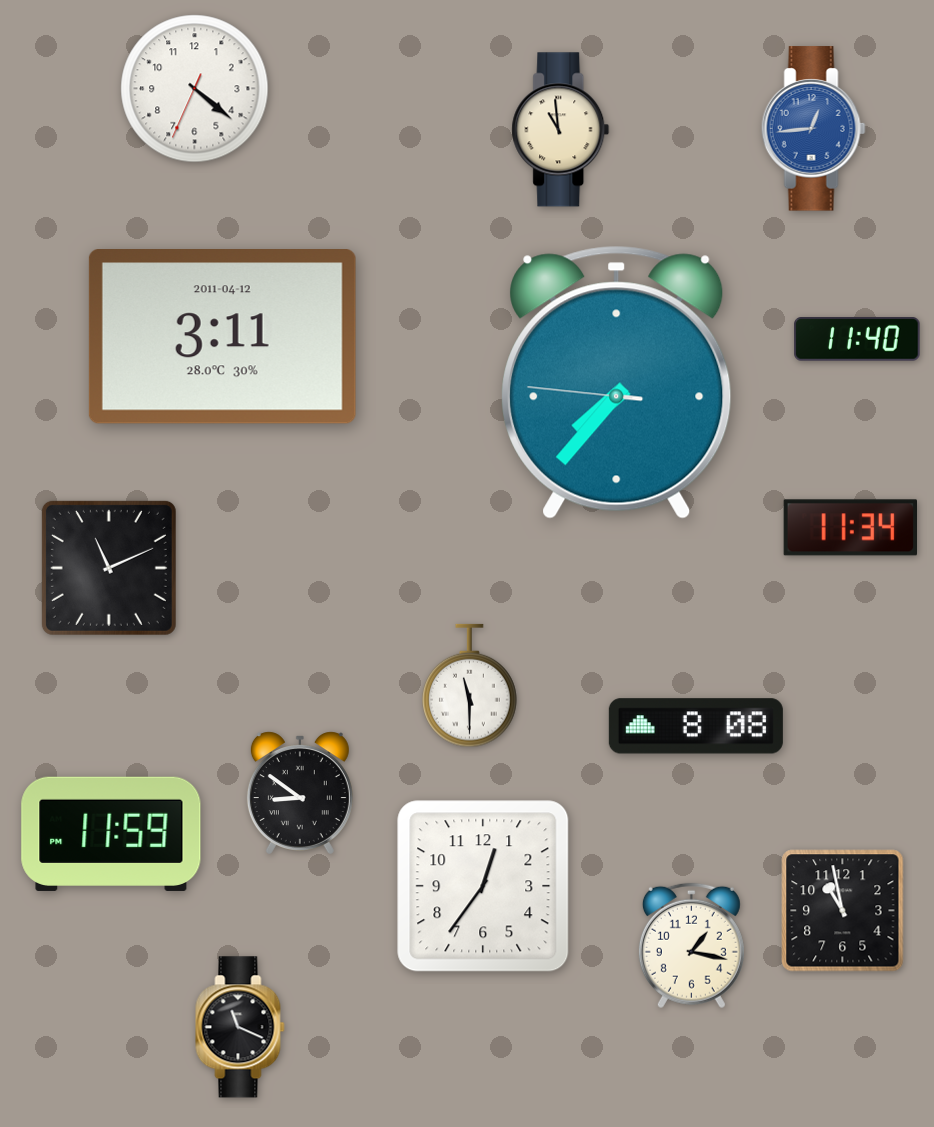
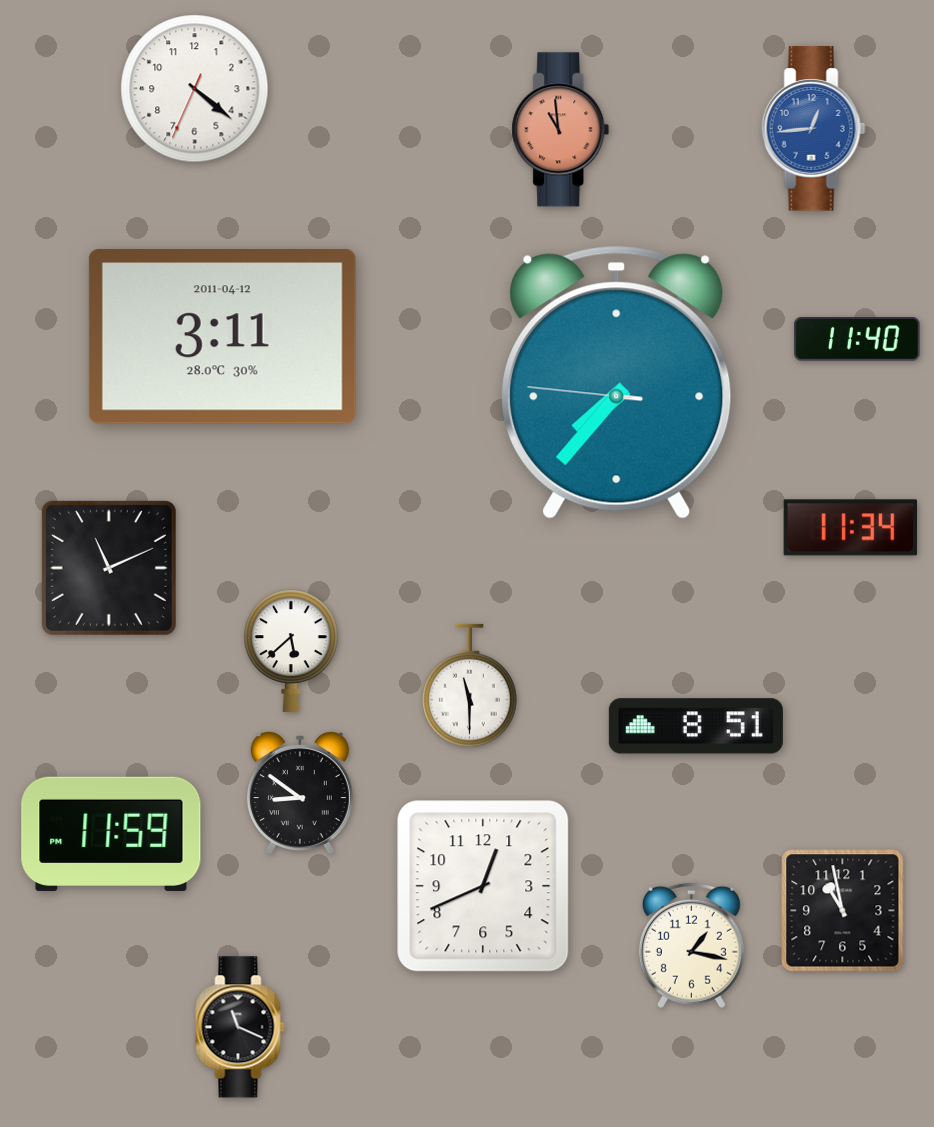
clock at (561, 130) dial: cream -> salmon
clock at (292, 651): none -> 5:38
clock at (696, 726): 8:08 -> 8:51
clock at (483, 886): 12:36 -> 12:41
